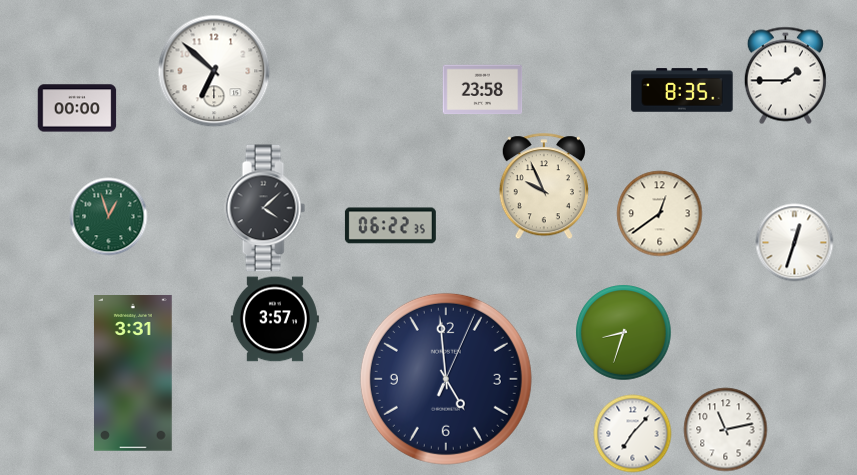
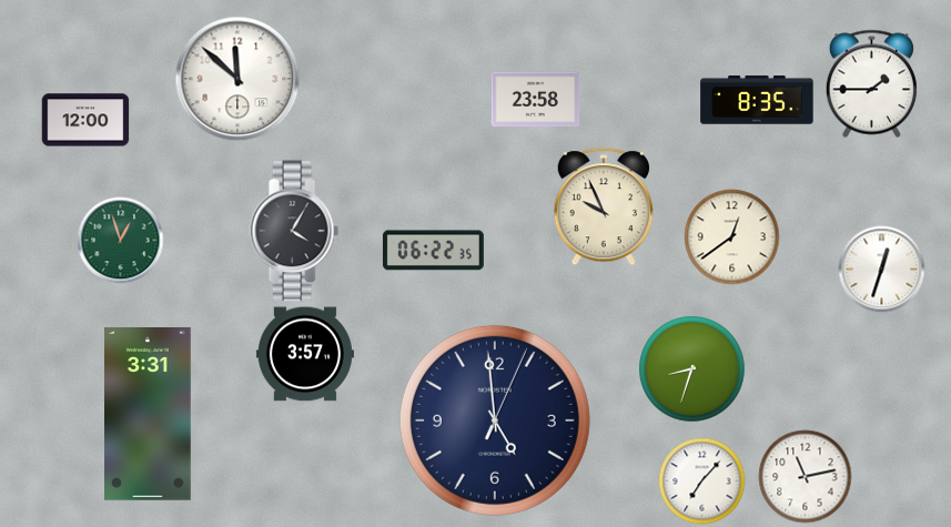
clock at (214, 71): 6:52 -> 11:52
clock at (77, 108): 00:00 -> 12:00
clock at (265, 208): 4:08 -> 4:05
